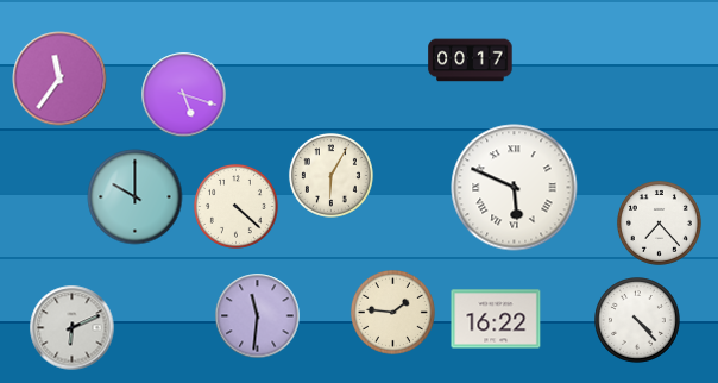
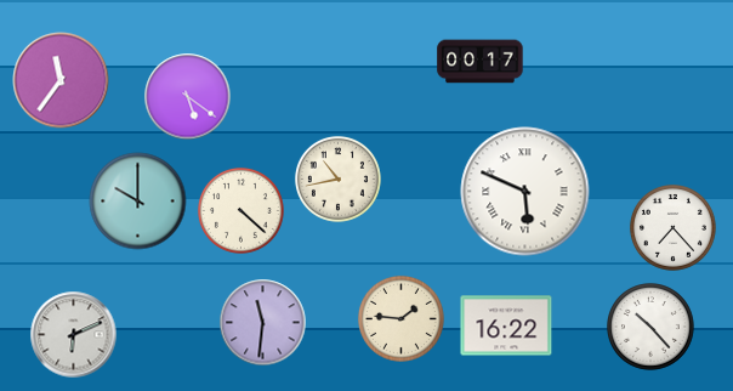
clock at (184, 95): 5:18 -> 5:21
clock at (330, 175): 6:05 -> 10:43
clock at (638, 321): 4:23 -> 10:23
